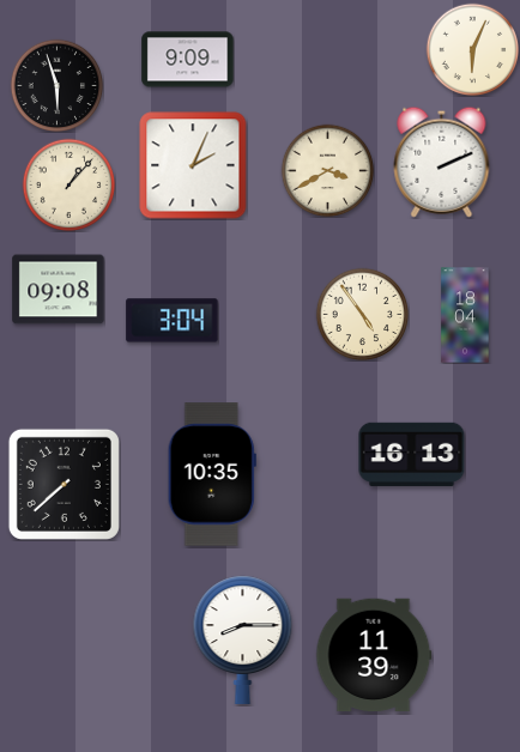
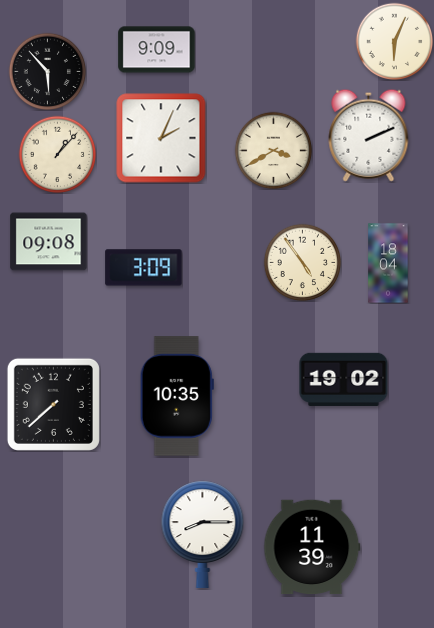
clock at (56, 85): 5:57 -> 5:53
clock at (327, 170) position: (327, 170) -> (273, 150)
clock at (173, 321): 3:04 -> 3:09
clock at (412, 454): 16:13 -> 19:02
